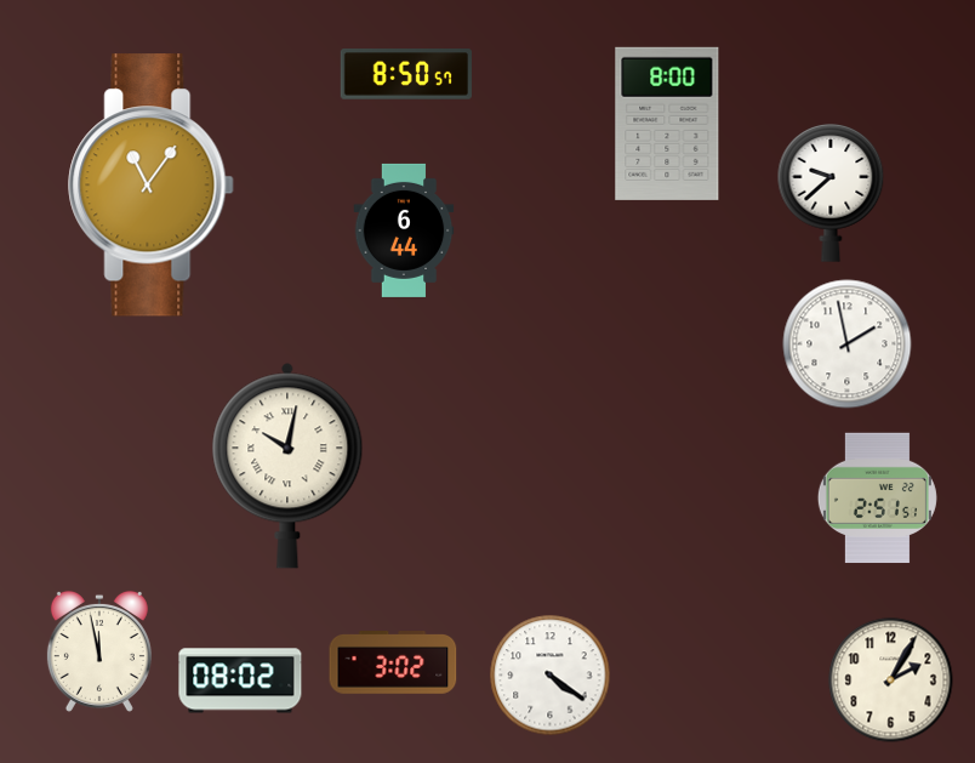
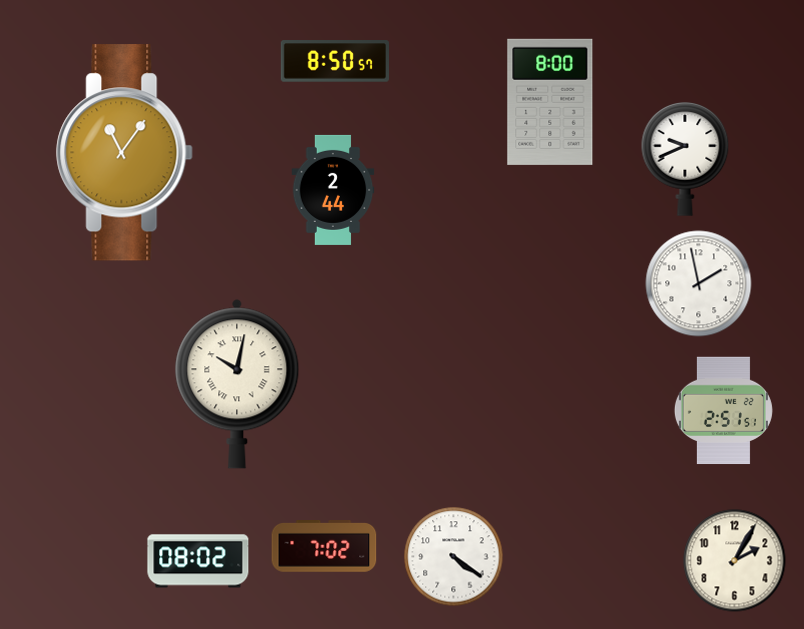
clock at (831, 193): 9:38 -> 9:41
clock at (404, 230): 6:44 -> 2:44
clock at (99, 651): 11:58 -> none
clock at (393, 664): 3:02 -> 7:02
